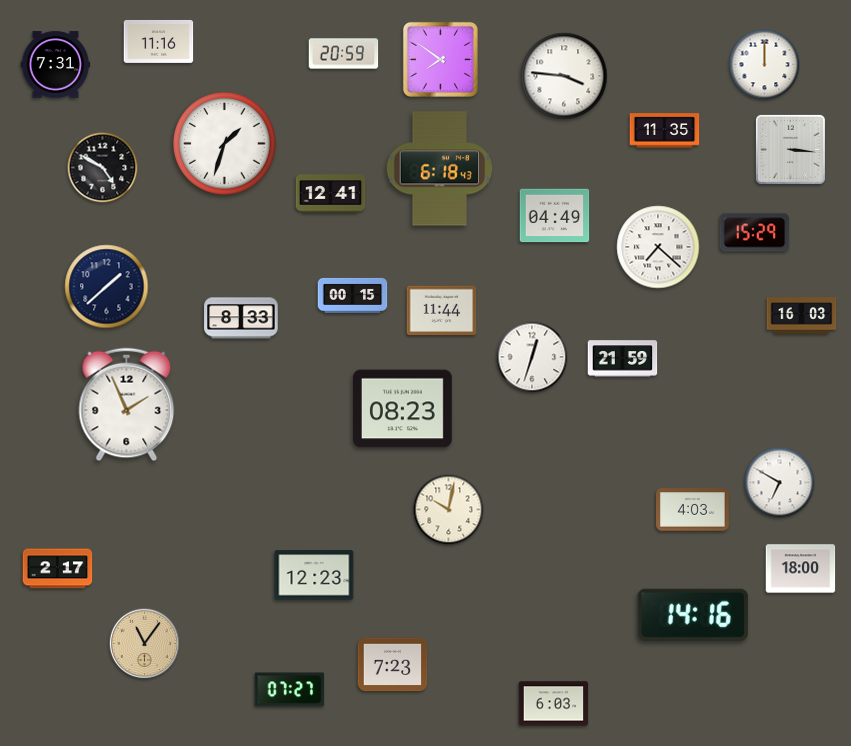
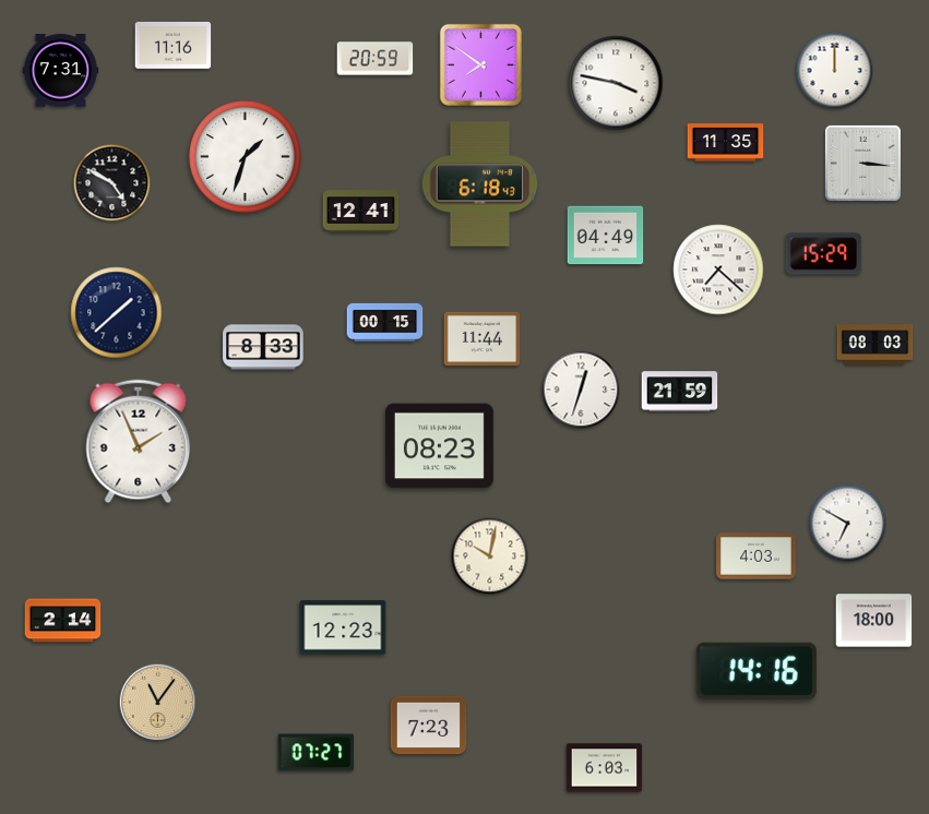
clock at (564, 76): 3:46 -> 3:47
clock at (802, 316): 16:03 -> 08:03
clock at (780, 483) position: (780, 483) -> (848, 524)
clock at (58, 569): 2:17 -> 2:14
